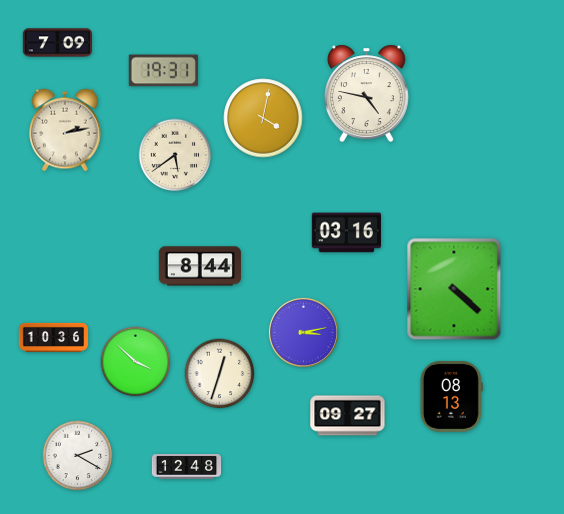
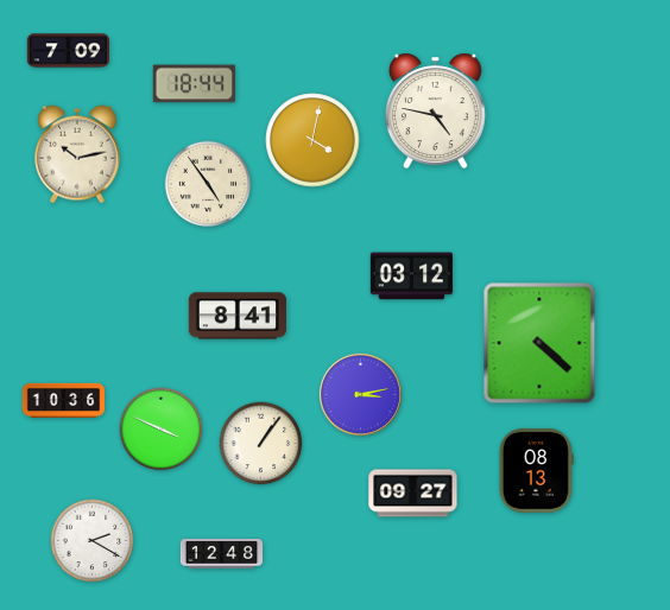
clock at (163, 71): 19:31 -> 18:44
clock at (65, 130): 2:13 -> 10:13
clock at (175, 155): 5:39 -> 4:54
clock at (346, 233): 03:16 -> 03:12
clock at (200, 266): 8:44 -> 8:41
clock at (136, 362): 3:52 -> 3:49
clock at (220, 374): 12:33 -> 1:06
